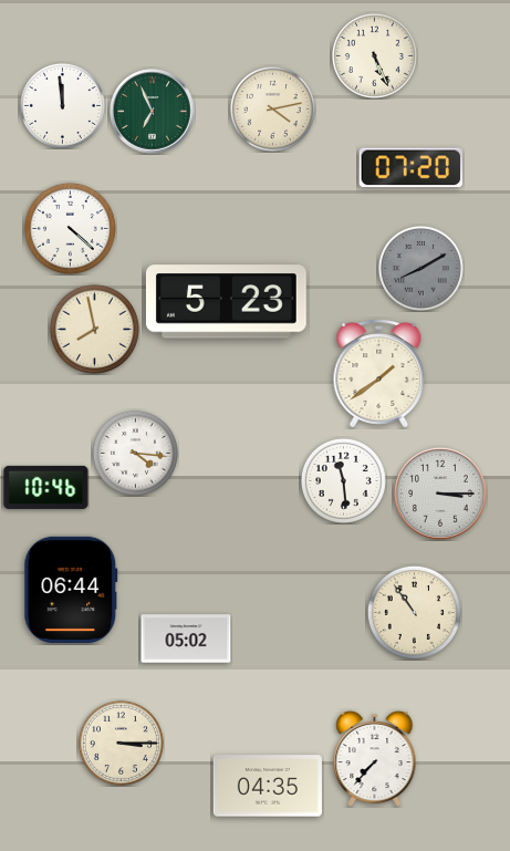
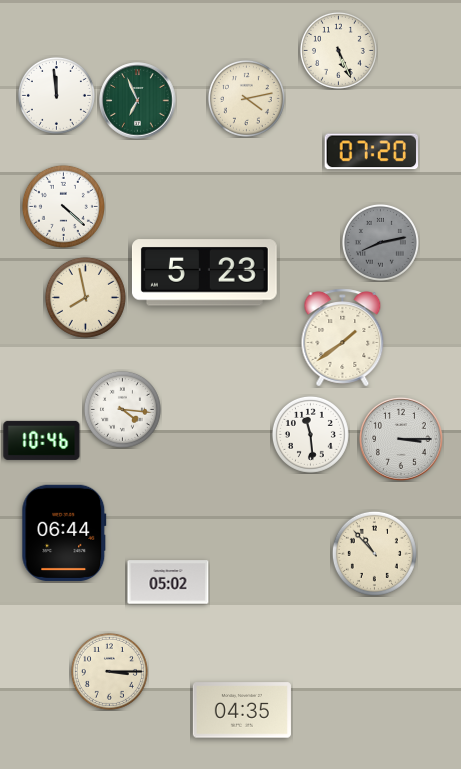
clock at (420, 268): 8:10 -> 8:13
clock at (440, 494) position: (440, 494) -> (401, 439)
clock at (414, 612): 10:54 -> 10:53
clock at (186, 639) position: (186, 639) -> (168, 582)
clock at (375, 758): 7:37 -> none
